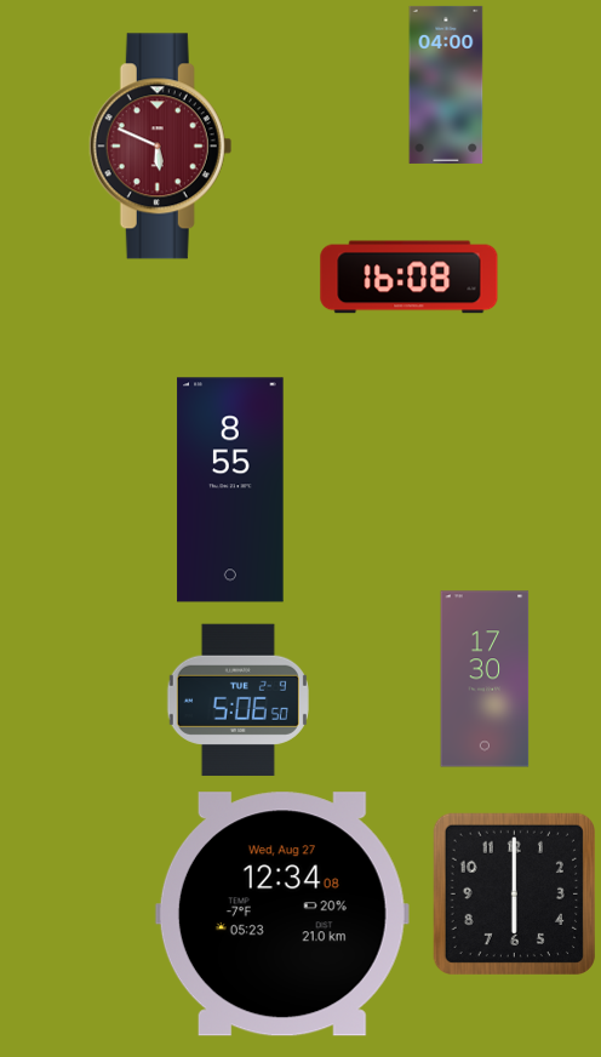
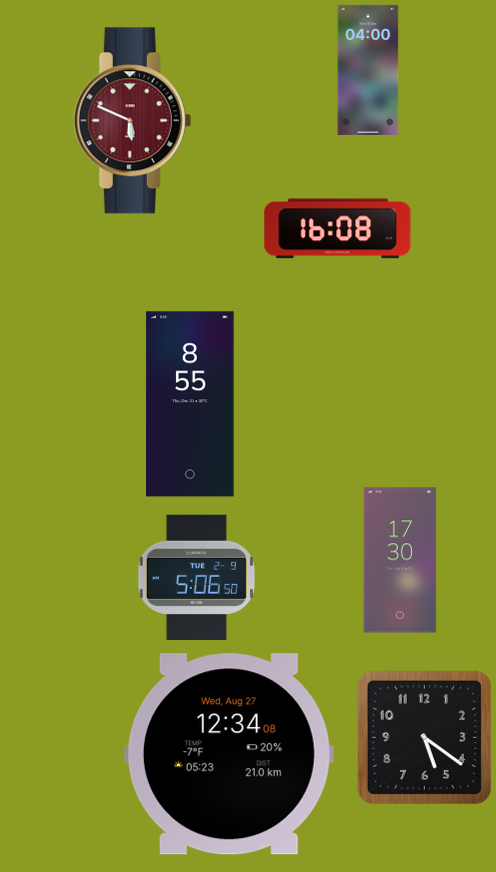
clock at (514, 893): 6:00 -> 5:21
clock at (282, 914) position: (282, 914) -> (229, 754)
